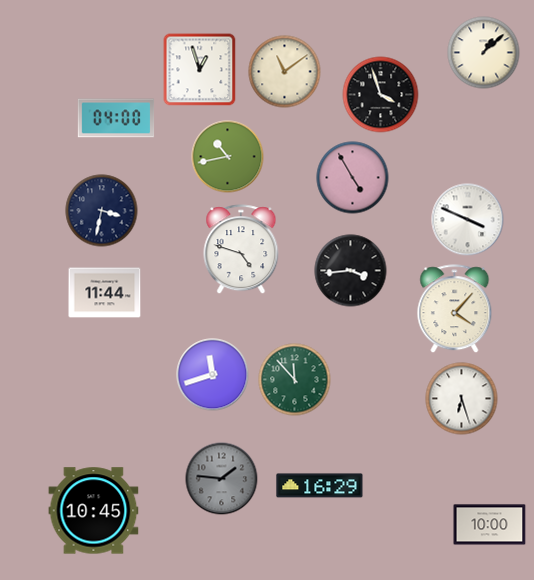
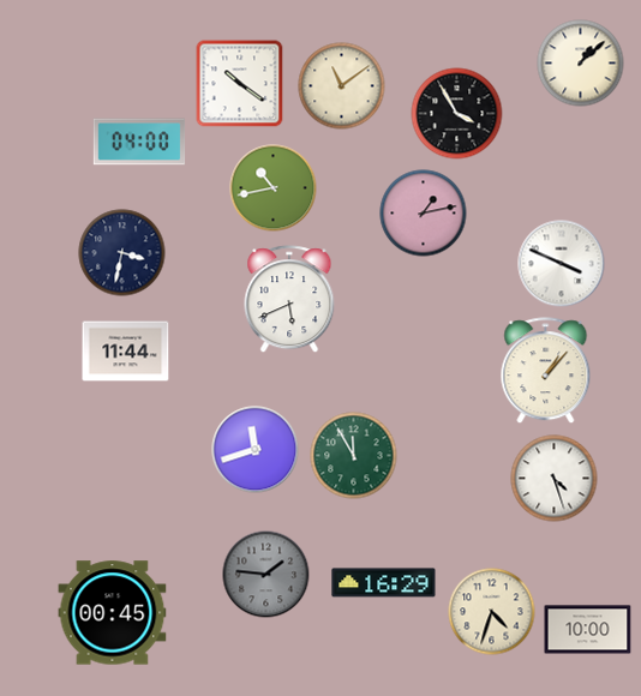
clock at (200, 70): 12:57 -> 10:21
clock at (381, 95): 3:57 -> 3:55
clock at (353, 178): 4:55 -> 1:13
clock at (241, 250): 4:48 -> 5:41
clock at (351, 271): 3:44 -> none
clock at (455, 309): 4:07 -> 1:07
clock at (295, 380): 11:53 -> 11:55
clock at (462, 399): 6:27 -> 4:27
clock at (492, 612): none -> 4:33
clock at (94, 511): 10:45 -> 00:45
